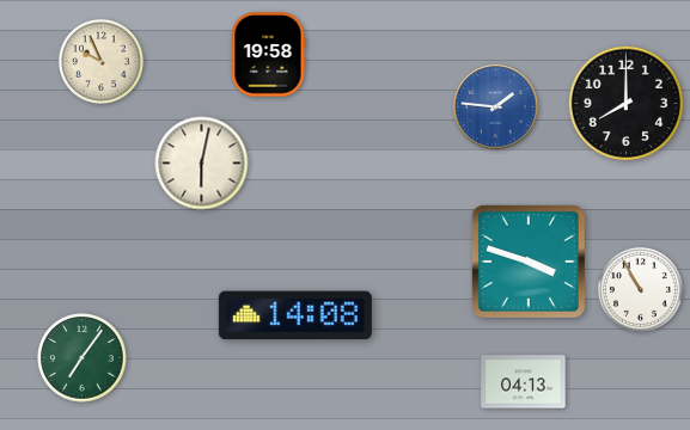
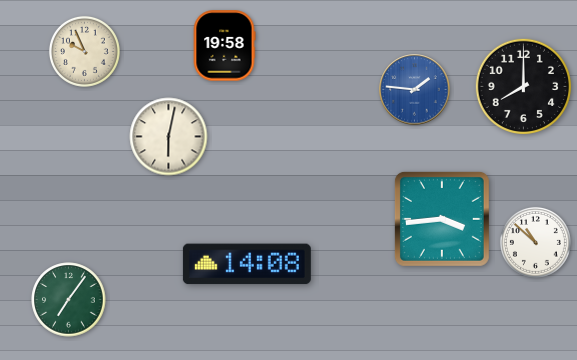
clock at (529, 262): 3:48 -> 3:44
clock at (640, 289): 10:55 -> 10:52
clock at (524, 382): 04:13 -> none
